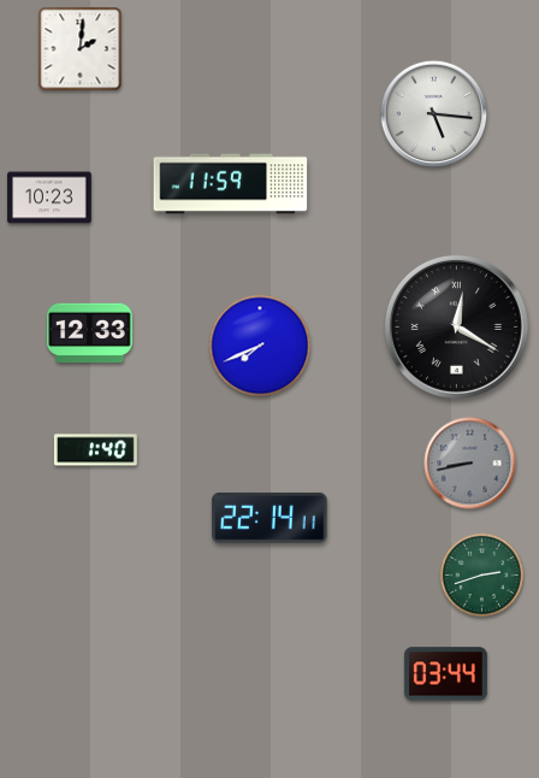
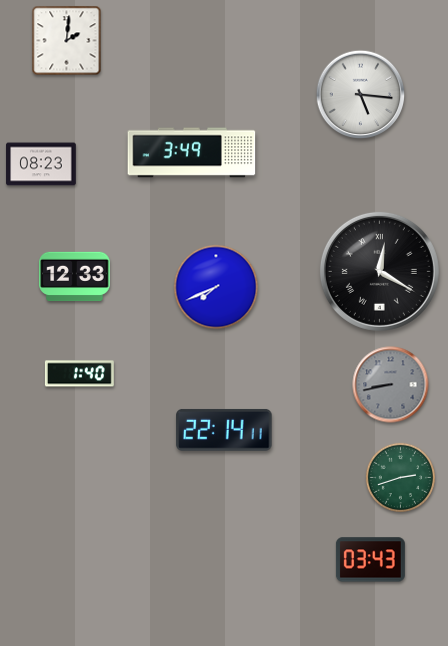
clock at (231, 184): 11:59 -> 3:49
clock at (49, 198): 10:23 -> 08:23
clock at (445, 674): 03:44 -> 03:43
